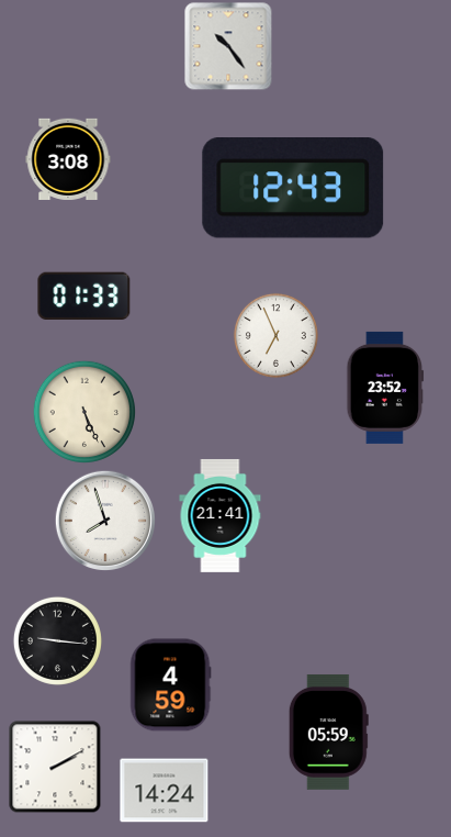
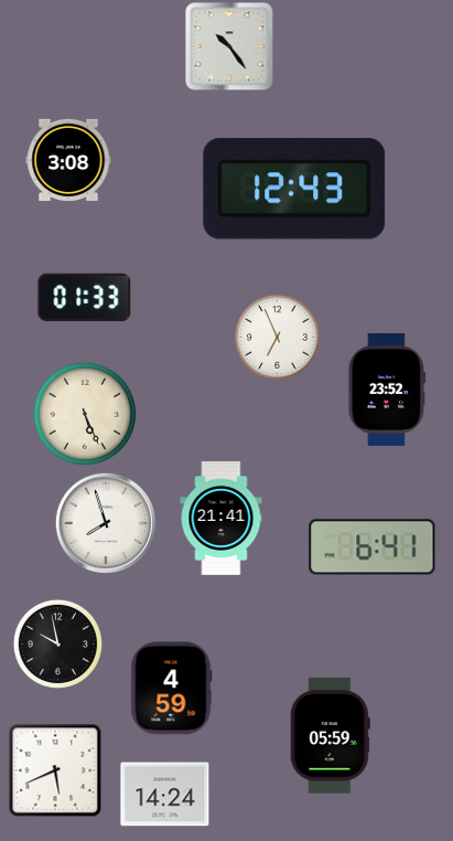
clock at (373, 547): none -> 6:41
clock at (57, 640): 9:16 -> 9:58
clock at (55, 767): 2:10 -> 5:41
